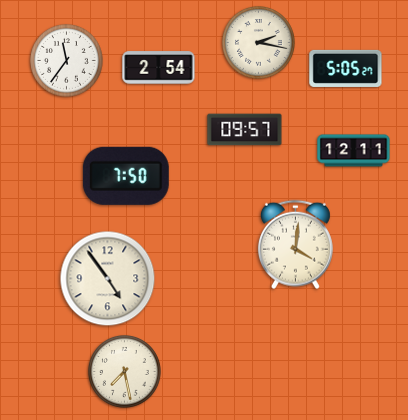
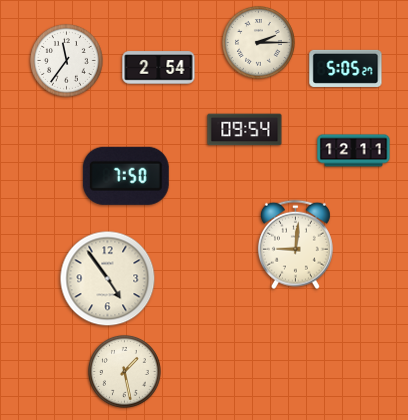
clock at (259, 43): 2:17 -> 2:15
clock at (245, 130): 09:57 -> 09:54
clock at (295, 245): 4:01 -> 9:01
clock at (125, 372): 7:28 -> 1:28
